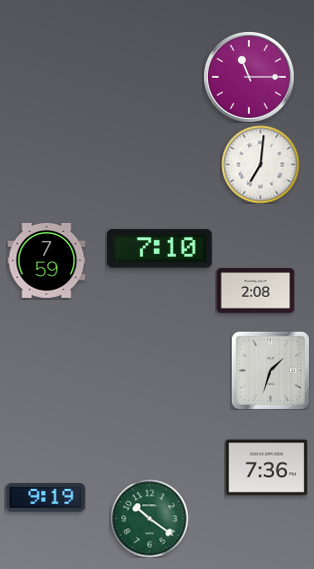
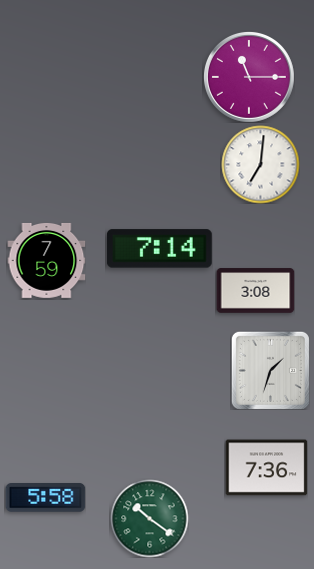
clock at (160, 249): 7:10 -> 7:14
clock at (255, 291): 2:08 -> 3:08
clock at (45, 498): 9:19 -> 5:58
